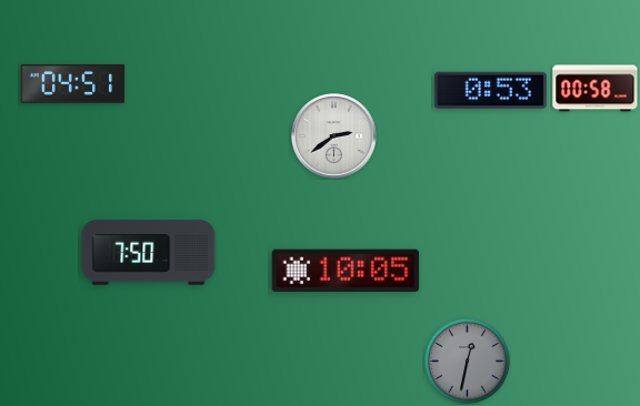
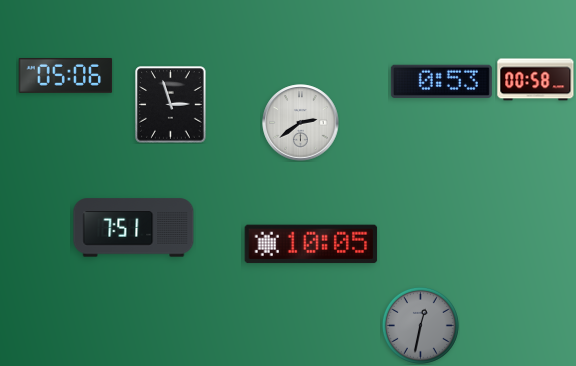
clock at (73, 83): 04:51 -> 05:06
clock at (171, 105): none -> 2:57
clock at (149, 253): 7:50 -> 7:51
